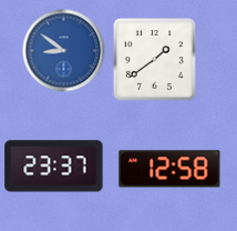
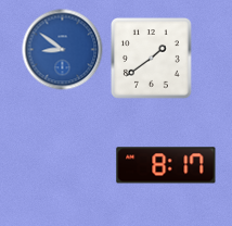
clock at (54, 167): 23:37 -> none
clock at (169, 169): 12:58 -> 8:17
